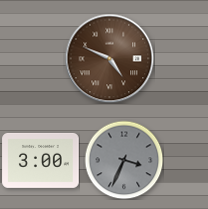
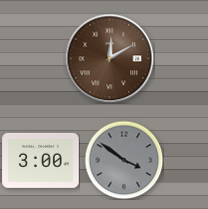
clock at (109, 58): 4:49 -> 12:10
clock at (124, 160): 3:34 -> 3:51
